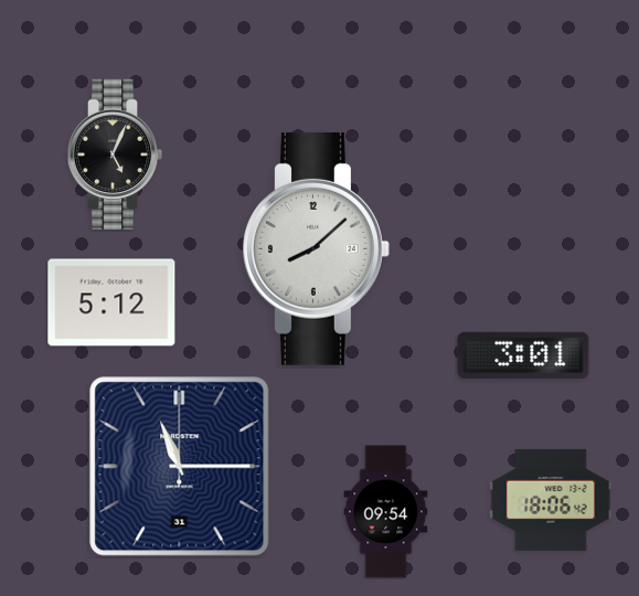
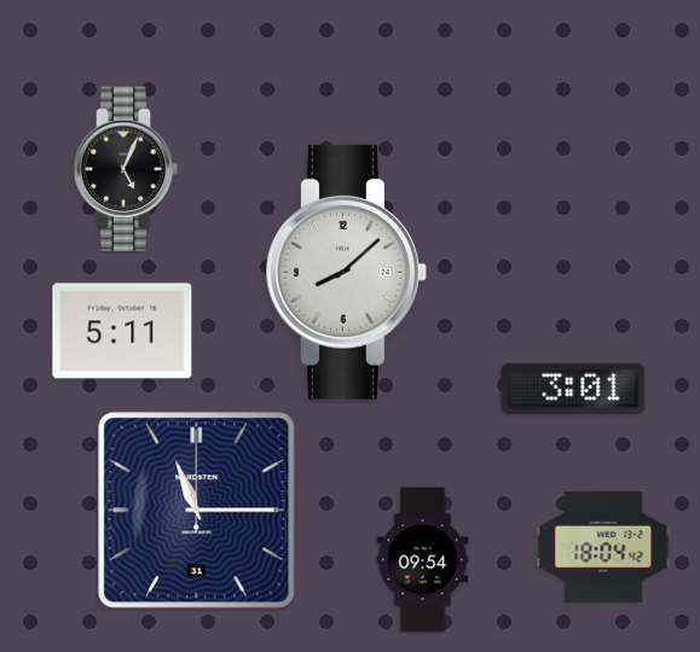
clock at (111, 302): 5:12 -> 5:11
clock at (551, 500): 18:06 -> 18:04
